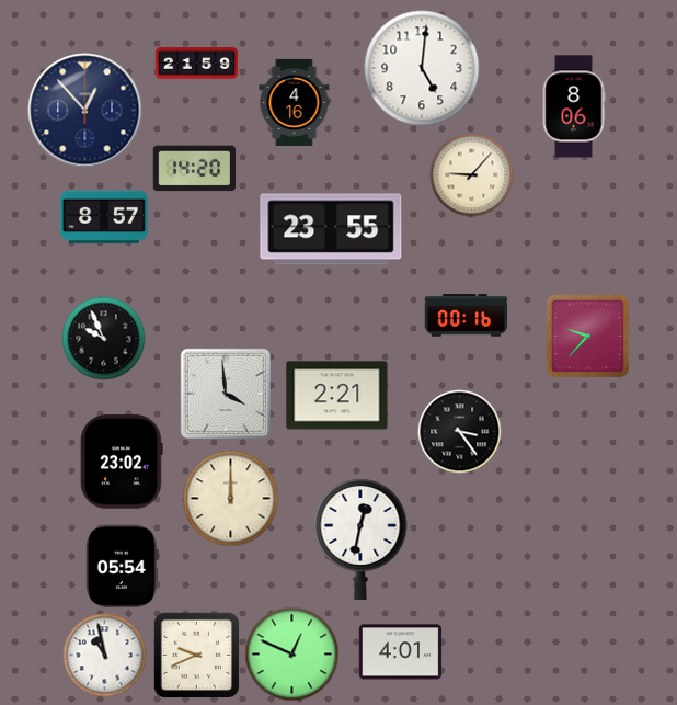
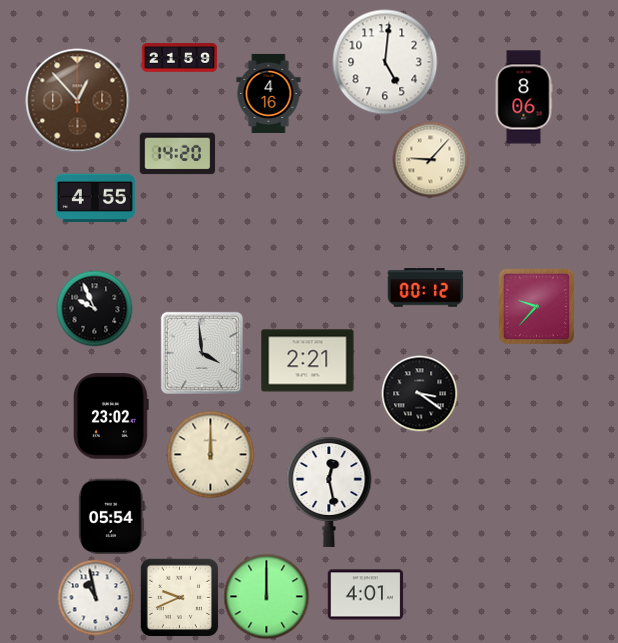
clock at (85, 111) dial: navy -> brown
clock at (104, 217): 8:57 -> 4:55
clock at (331, 229): 23:55 -> none
clock at (467, 316): 00:16 -> 00:12
clock at (226, 394) position: (226, 394) -> (202, 353)
clock at (460, 432): 3:24 -> 3:21
clock at (123, 462) position: (123, 462) -> (112, 416)
clock at (360, 538): 12:32 -> 12:28
clock at (292, 655): 12:49 -> 12:00
